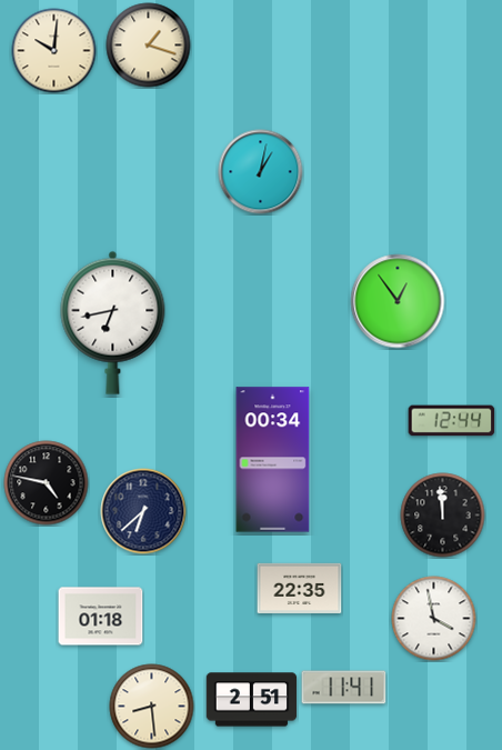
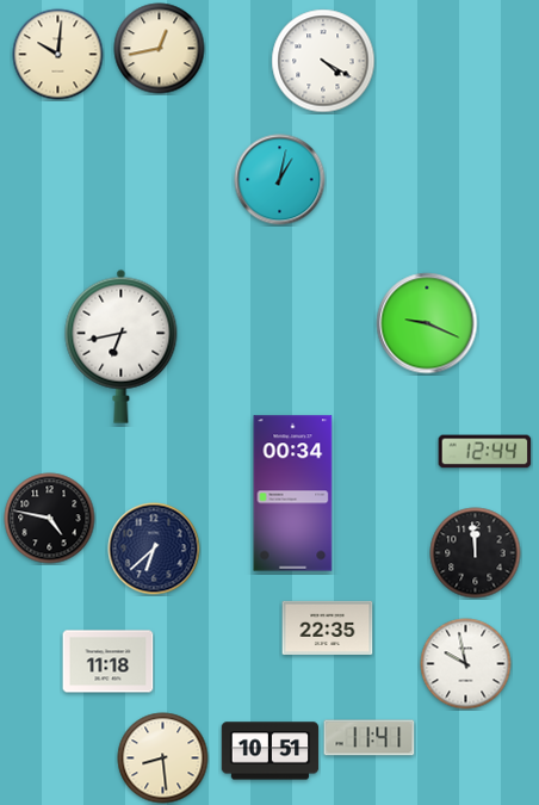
clock at (149, 46): 1:18 -> 12:43
clock at (323, 61): none -> 4:20
clock at (261, 172) position: (261, 172) -> (280, 180)
clock at (398, 301): 12:54 -> 9:19
clock at (300, 588) position: (300, 588) -> (328, 627)
clock at (101, 617): 01:18 -> 11:18
clock at (434, 619): 3:58 -> 9:58
clock at (252, 700): 2:51 -> 10:51
